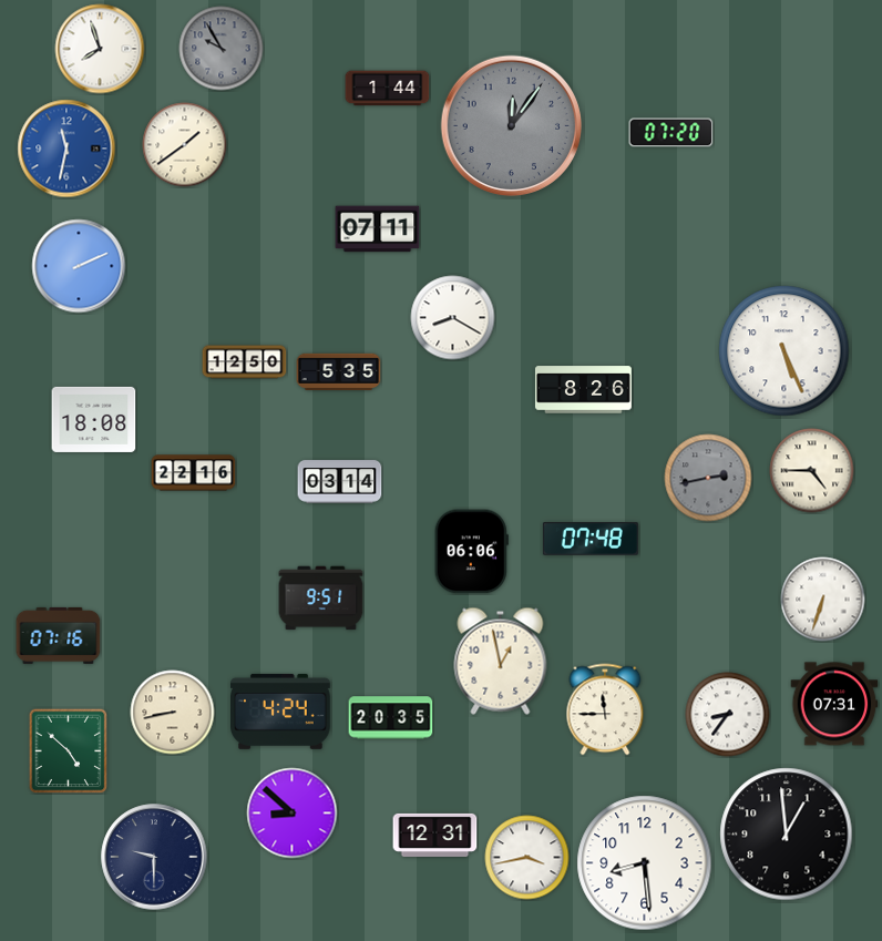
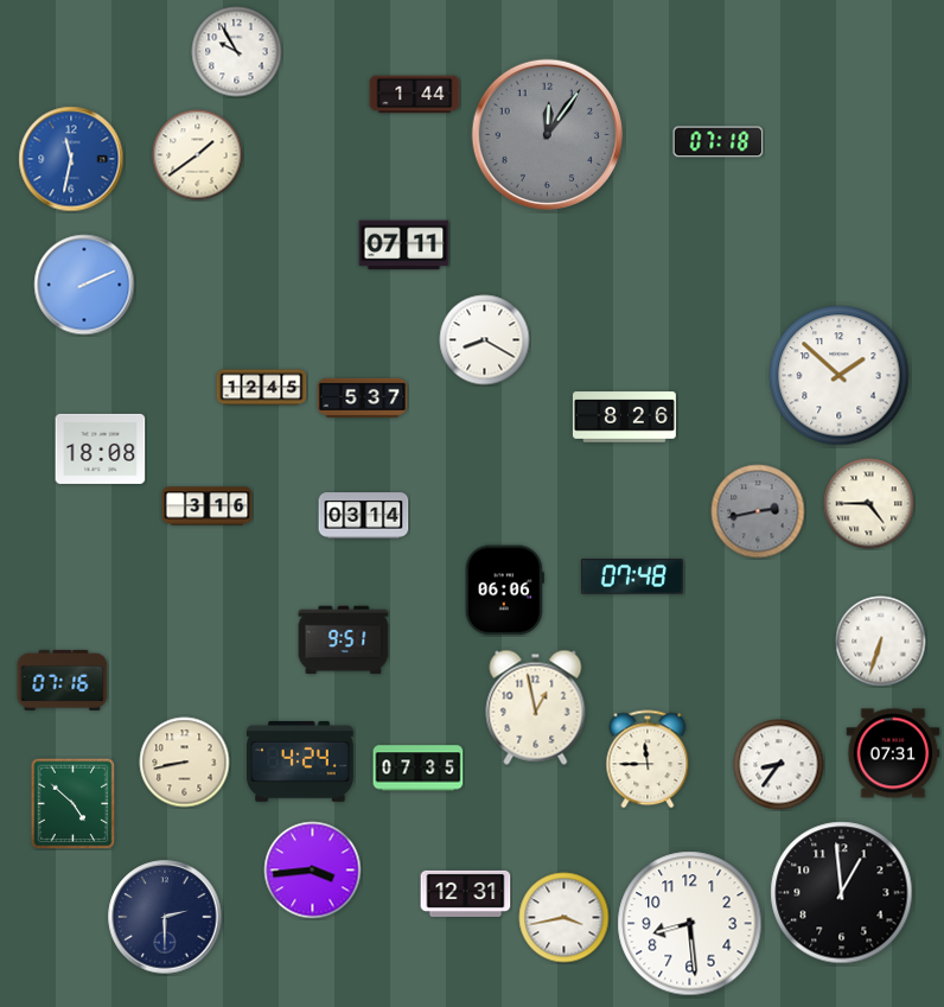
clock at (100, 49): 7:57 -> none
clock at (222, 49) dial: grey -> white
clock at (671, 133): 07:20 -> 07:18
clock at (784, 351): 5:26 -> 1:52
clock at (245, 362): 12:50 -> 12:45
clock at (339, 371): 5:35 -> 5:37
clock at (194, 473): 22:16 -> 3:16
clock at (391, 718): 20:35 -> 07:35
clock at (293, 814): 8:52 -> 3:44
clock at (154, 857): 9:30 -> 2:30
